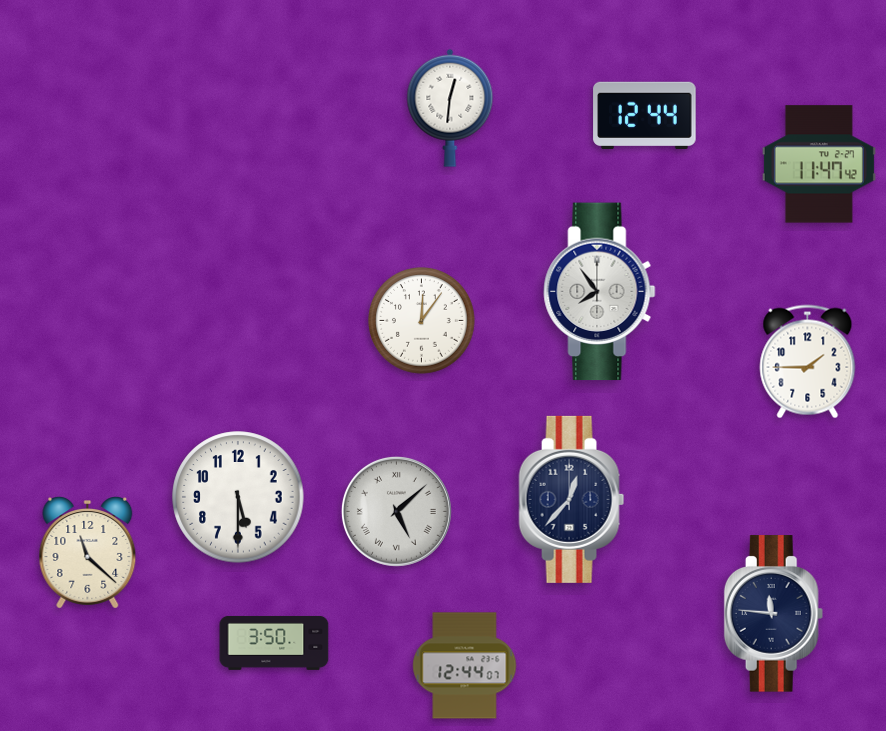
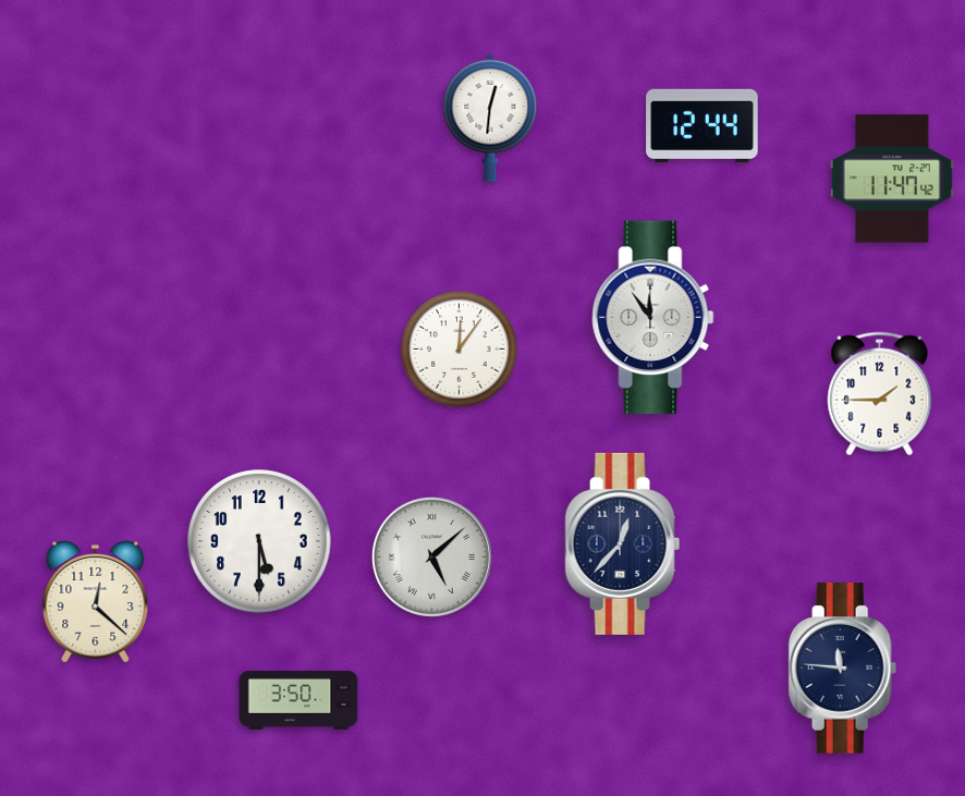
clock at (600, 292): 7:54 -> 11:54
clock at (88, 553): 11:22 -> 12:22
clock at (465, 666): 12:44 -> none
